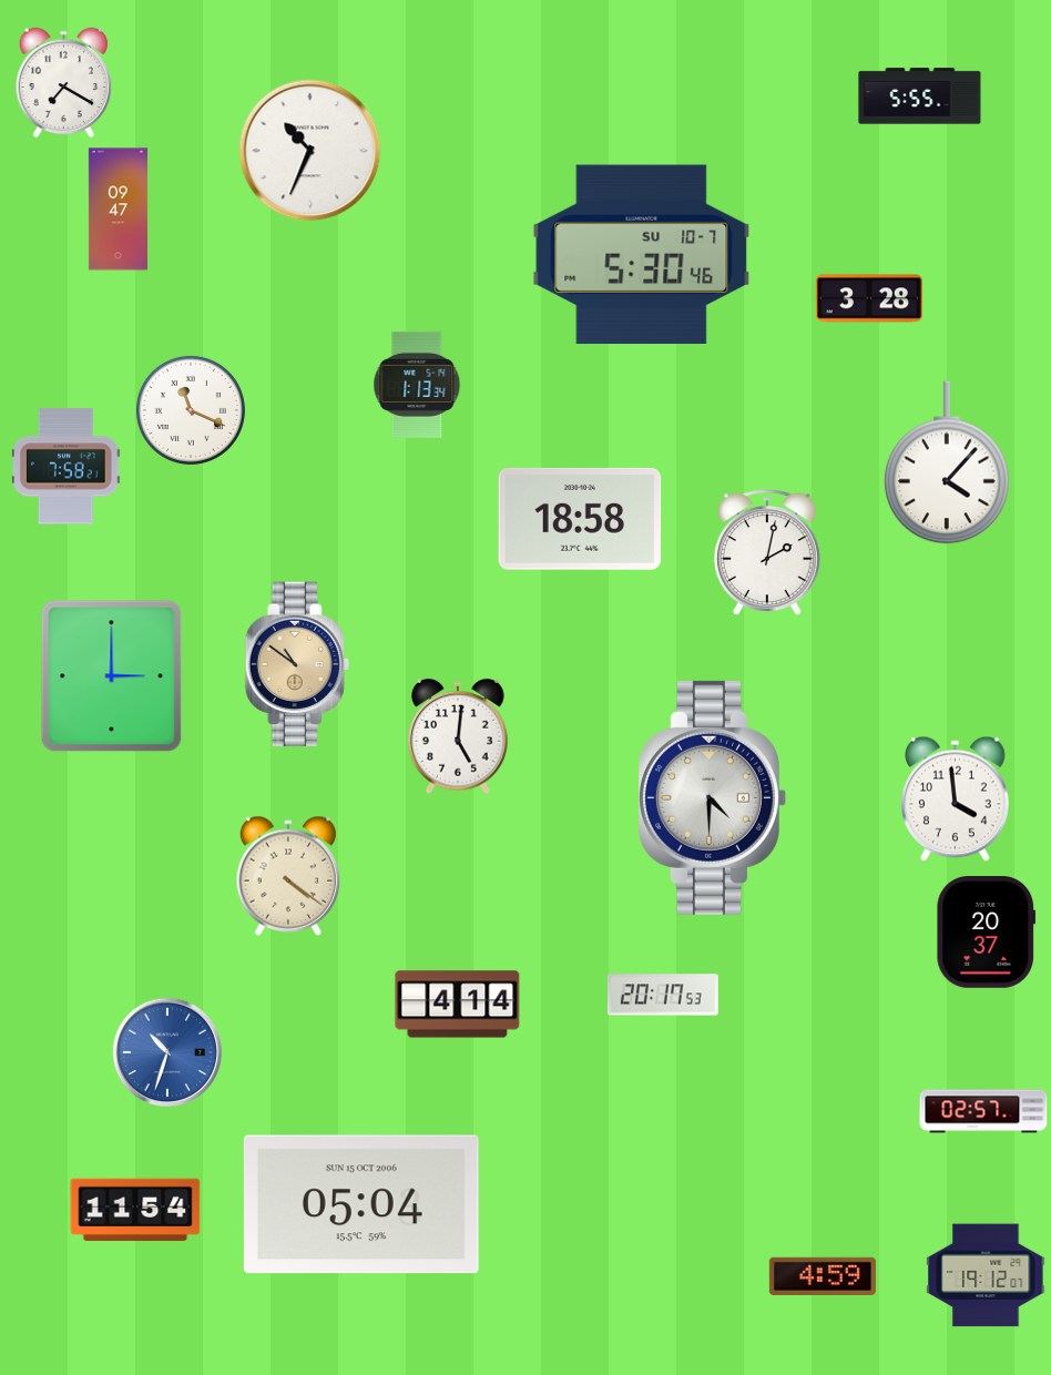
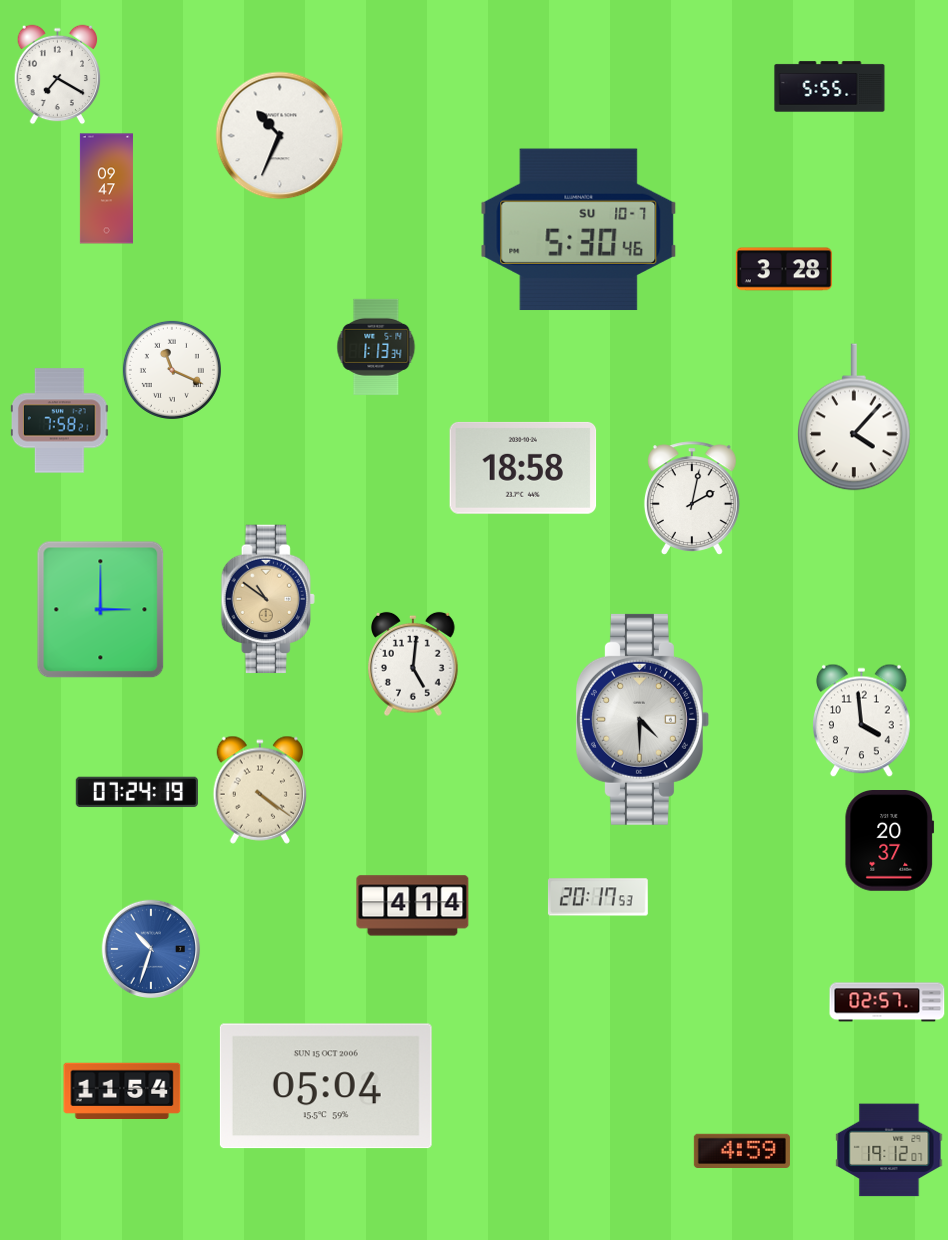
clock at (136, 792): none -> 07:24
